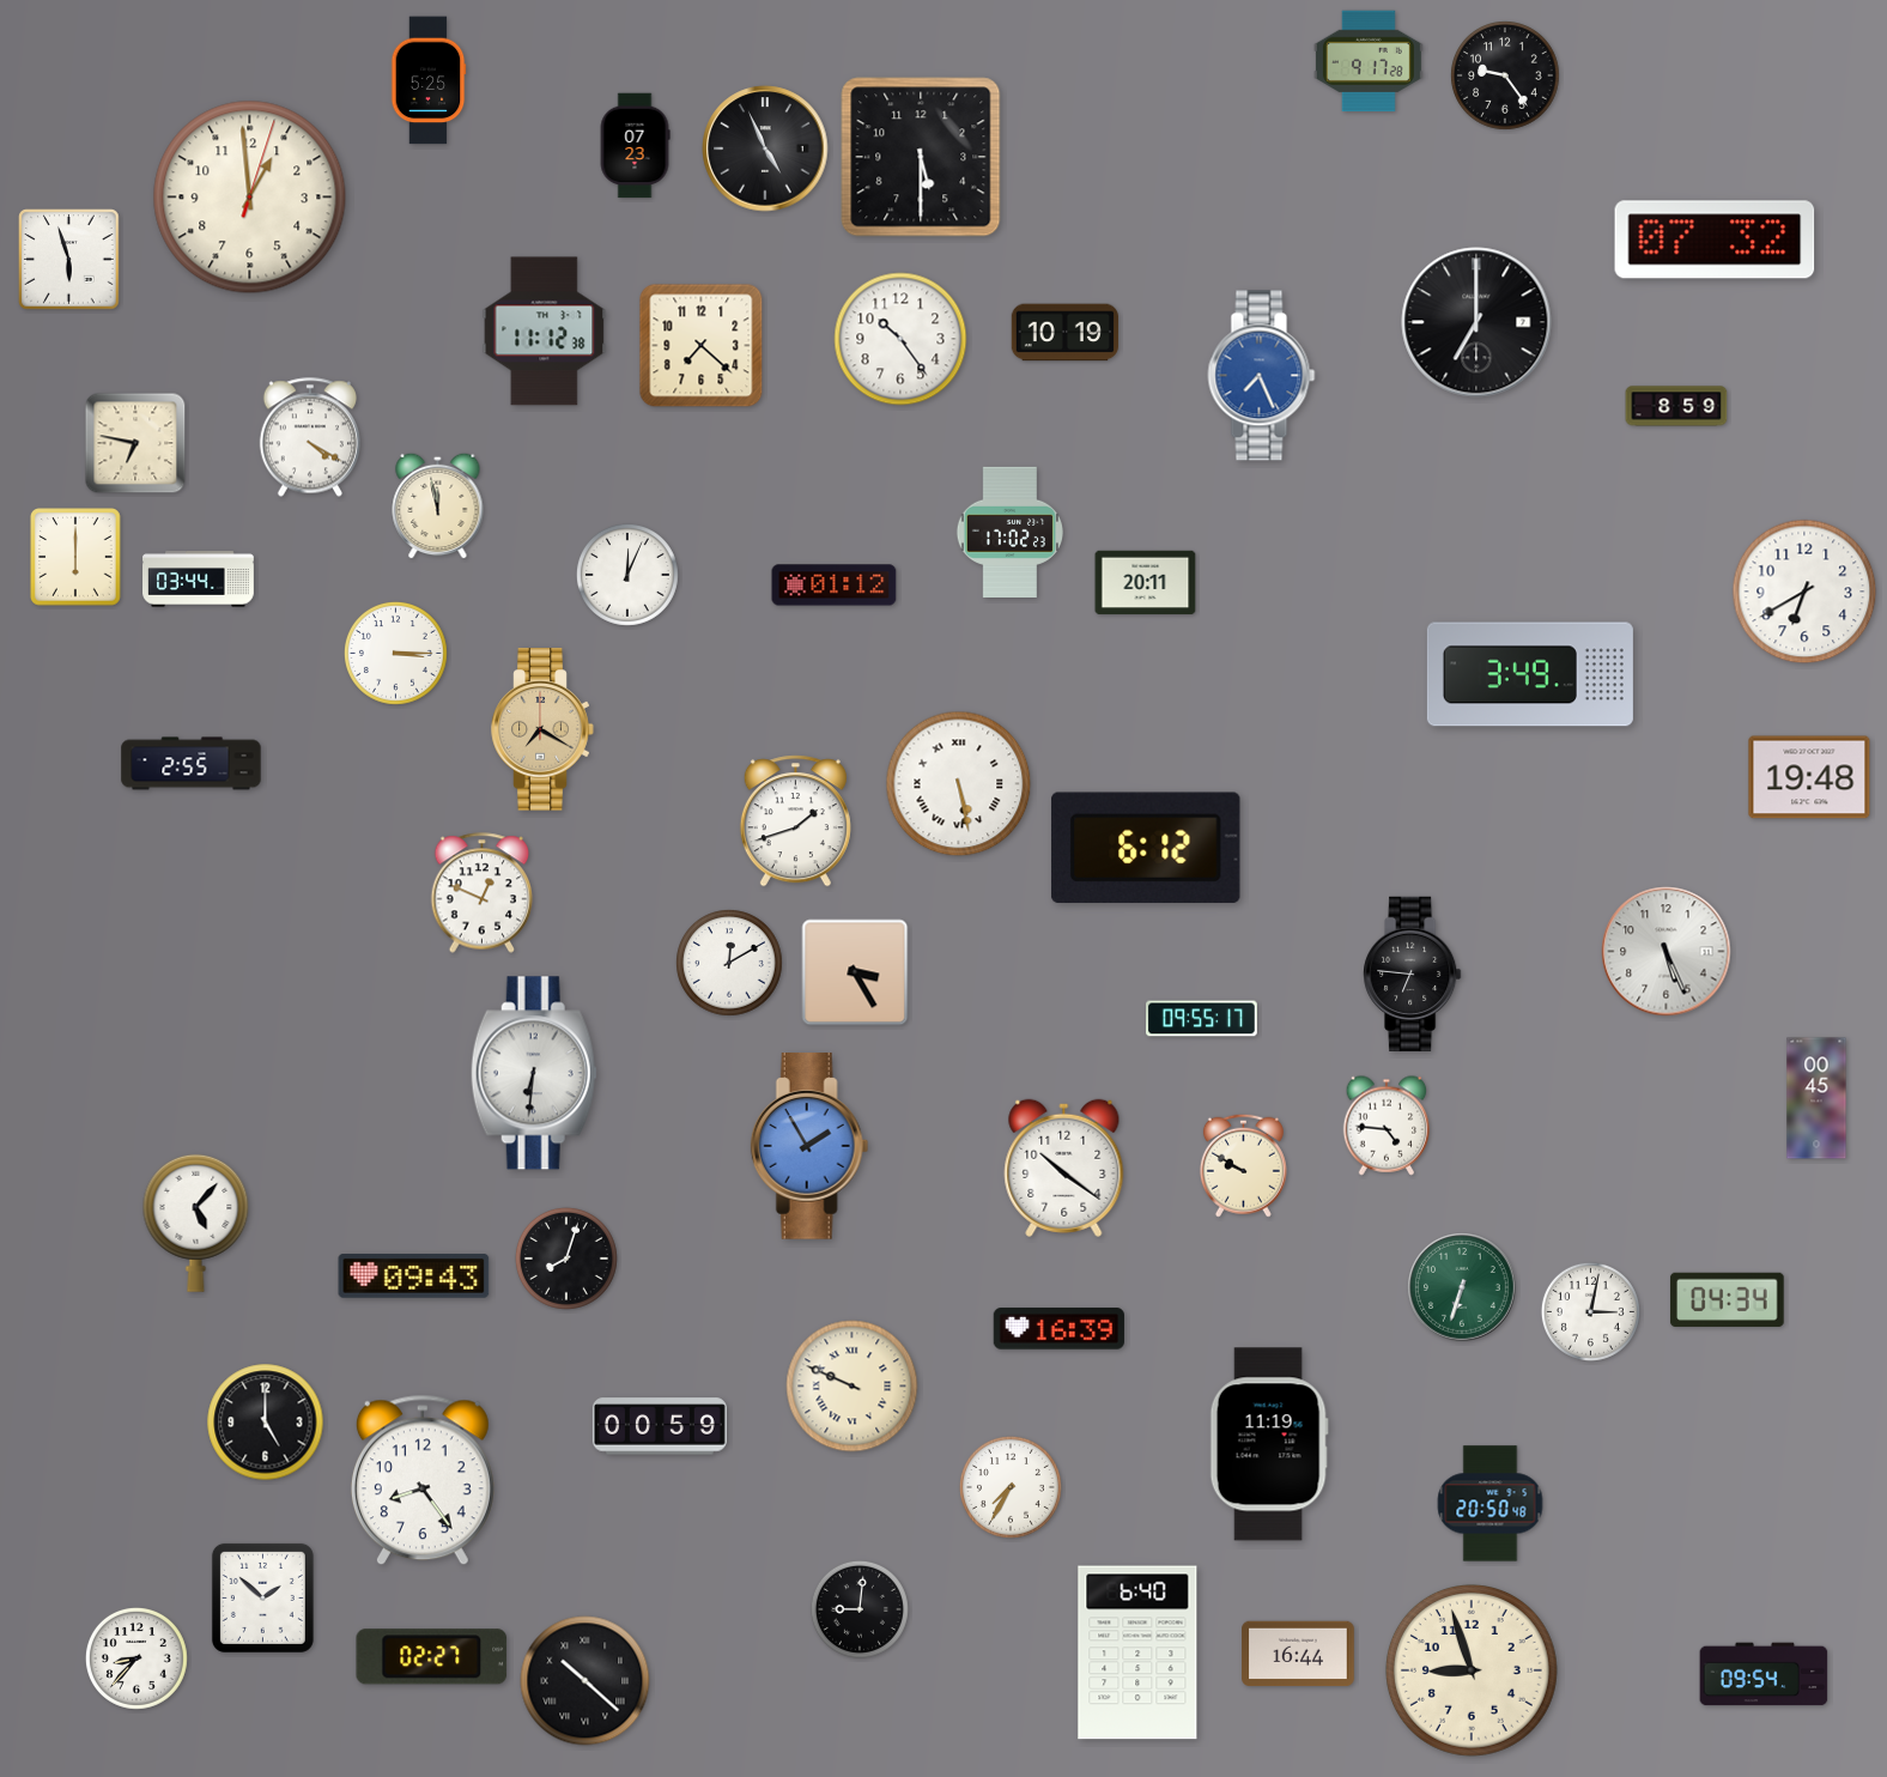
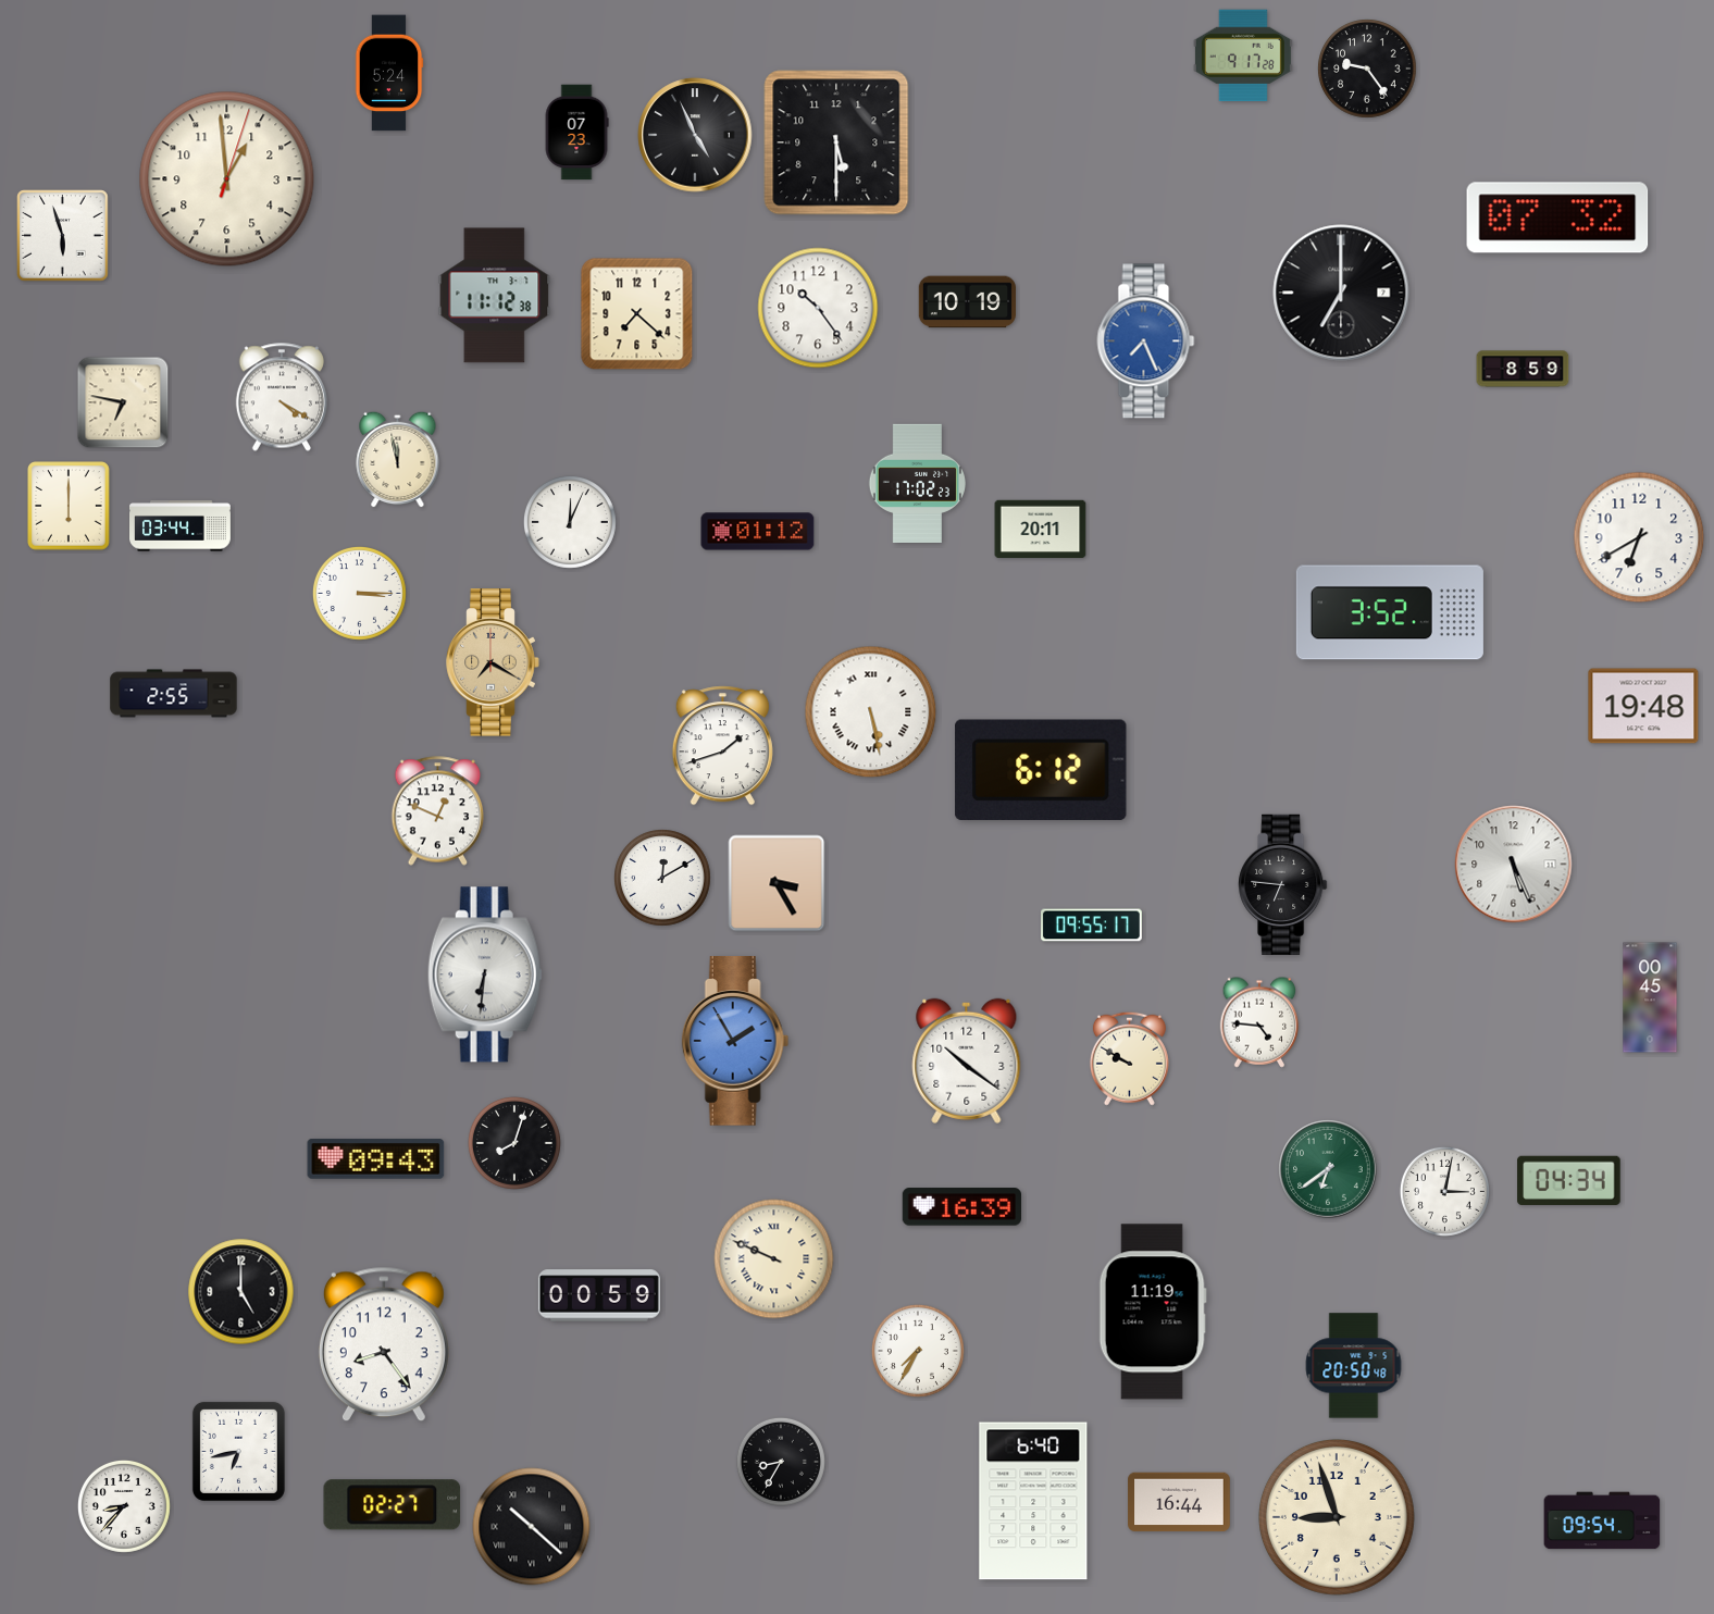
clock at (429, 80): 5:25 -> 5:24
clock at (545, 332) position: (545, 332) -> (495, 296)
clock at (1530, 674): 3:49 -> 3:52
clock at (729, 963) position: (729, 963) -> (662, 878)
clock at (196, 1223): 5:07 -> none
clock at (1462, 1287): 6:33 -> 6:39
clock at (262, 1597): 1:52 -> 6:43
clock at (860, 1609): 9:01 -> 8:35
